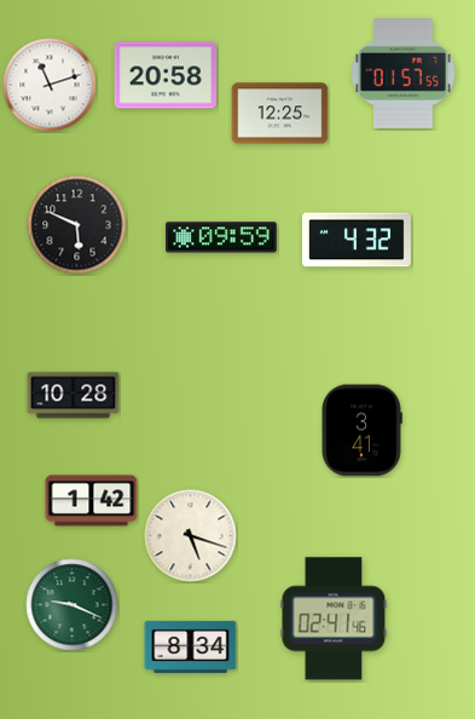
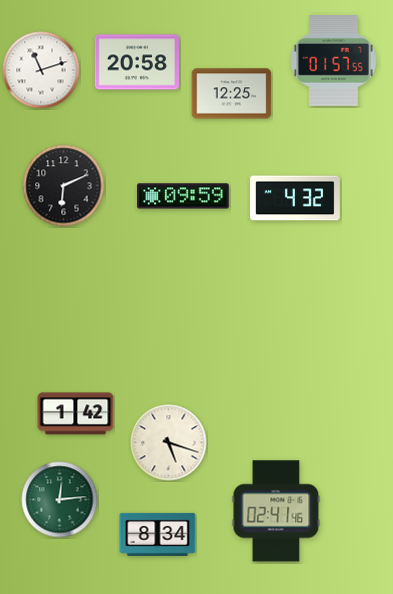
clock at (77, 225): 5:49 -> 6:11
clock at (74, 396): 10:28 -> none
clock at (361, 431): 3:41 -> none
clock at (191, 536) position: (191, 536) -> (169, 443)
clock at (73, 605): 9:19 -> 12:14
